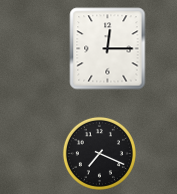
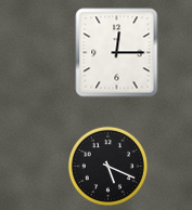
clock at (99, 153): 7:19 -> 5:19
